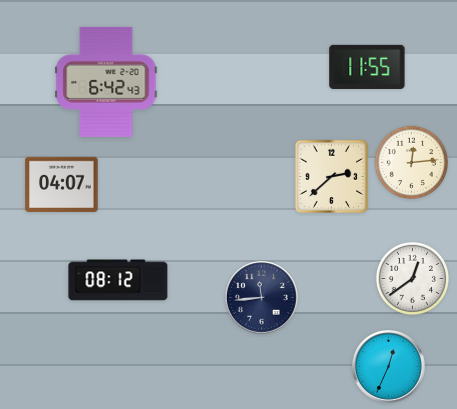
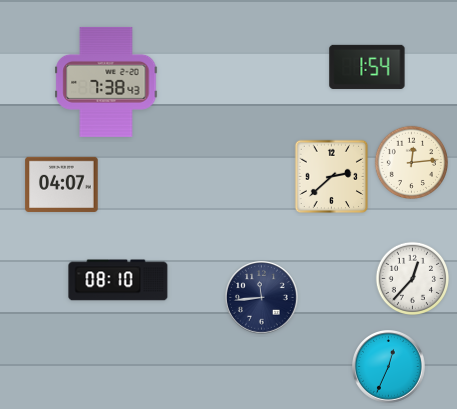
clock at (367, 67): 11:55 -> 1:54
clock at (106, 82): 6:42 -> 7:38
clock at (412, 278): 12:39 -> 12:37
clock at (118, 280): 08:12 -> 08:10
